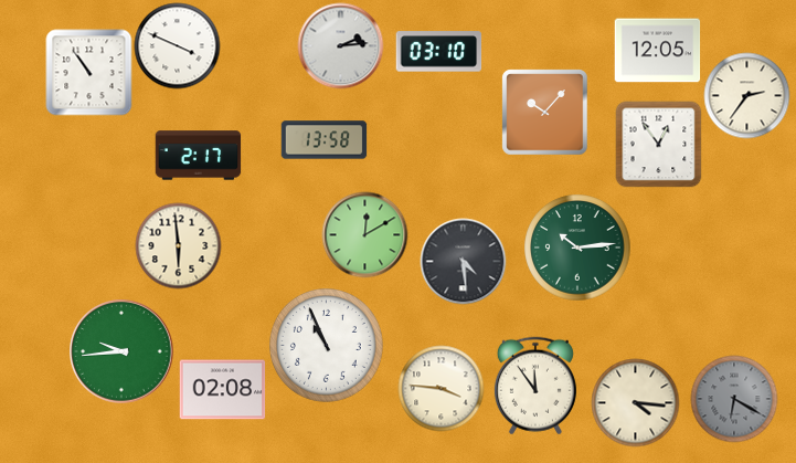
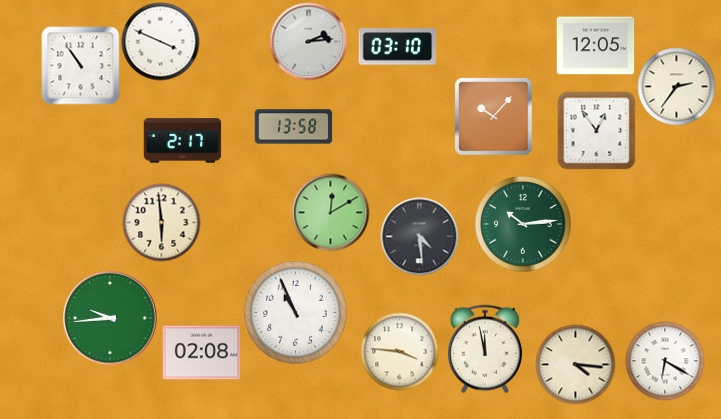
clock at (544, 112) position: (544, 112) -> (493, 116)
clock at (198, 156) position: (198, 156) -> (182, 141)
clock at (535, 386): 11:54 -> 11:58
clock at (734, 399) dial: grey -> white
